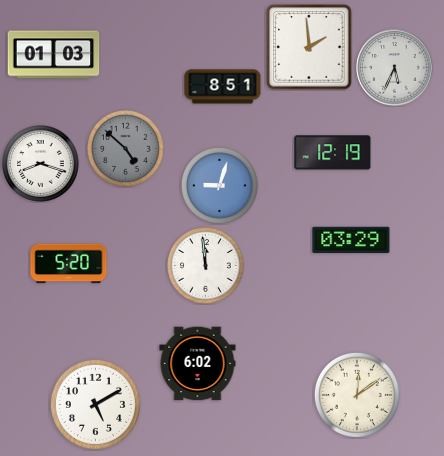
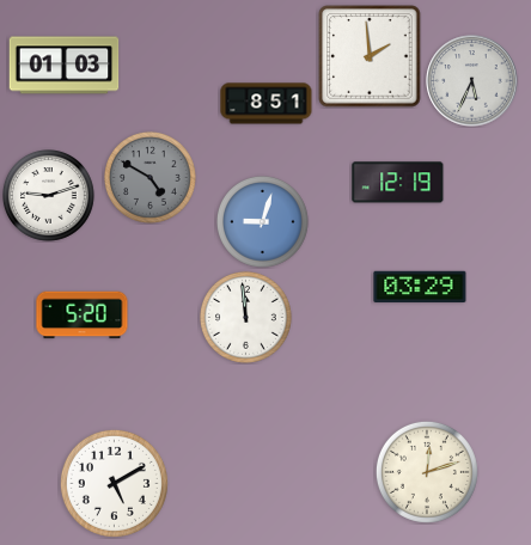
clock at (126, 149): 4:52 -> 4:50
clock at (41, 164): 8:18 -> 9:12
clock at (198, 364): 6:02 -> none
clock at (357, 395): 12:09 -> 12:12
